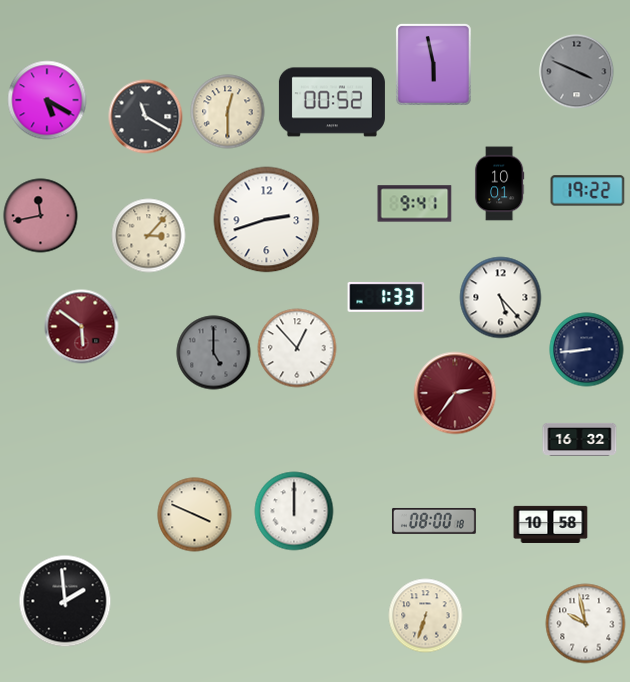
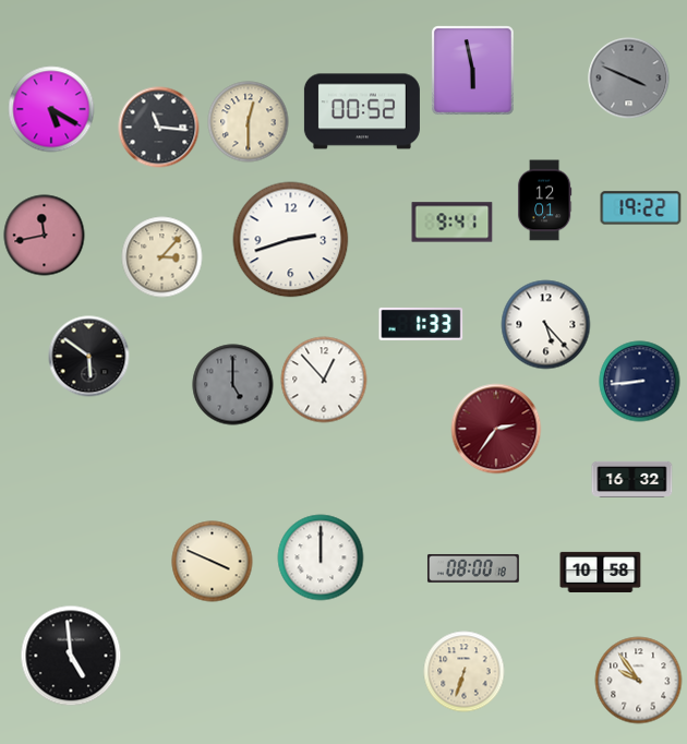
clock at (146, 117): 11:20 -> 11:16
clock at (499, 184): 10:01 -> 12:01
clock at (82, 327) dial: burgundy -> black
clock at (65, 601): 1:59 -> 4:59
clock at (586, 624): 9:58 -> 9:54
